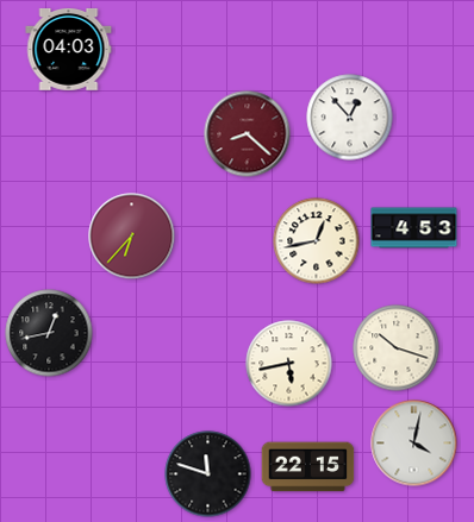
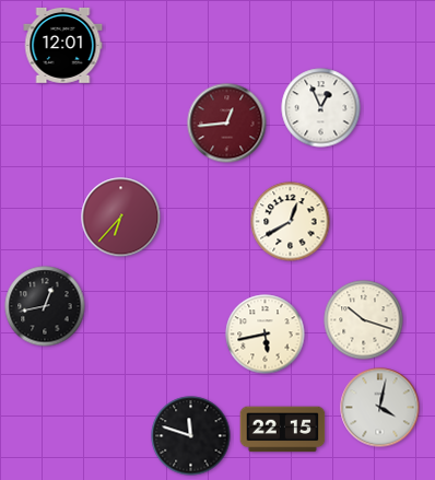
clock at (69, 50): 04:03 -> 12:01
clock at (350, 118): 12:53 -> 12:56
clock at (248, 134): 8:22 -> 12:44
clock at (414, 228): 4:53 -> none
clock at (317, 241): 12:43 -> 12:40
